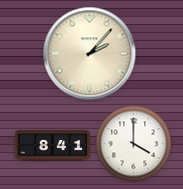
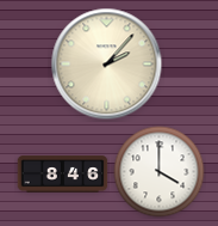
clock at (53, 146): 8:41 -> 8:46
